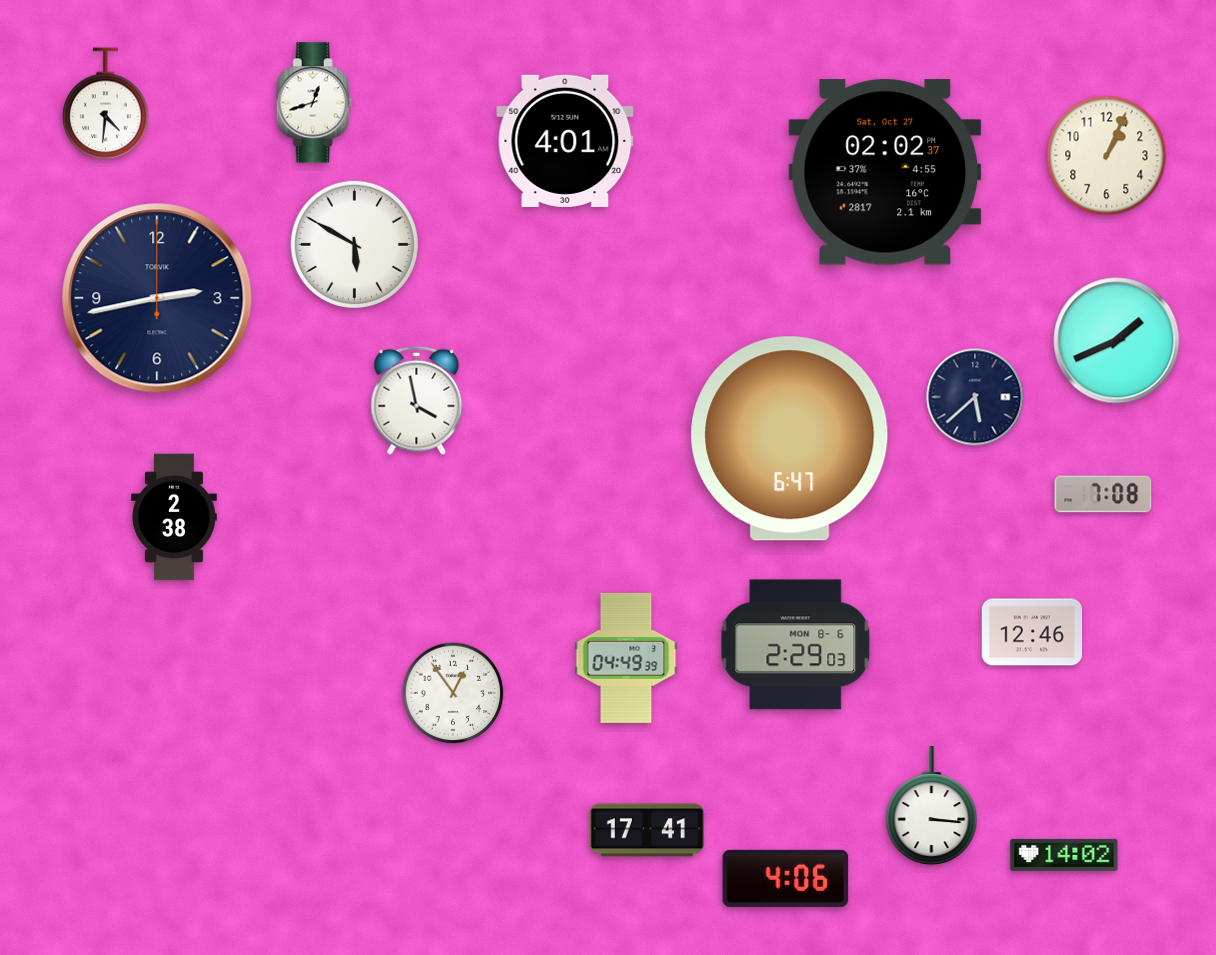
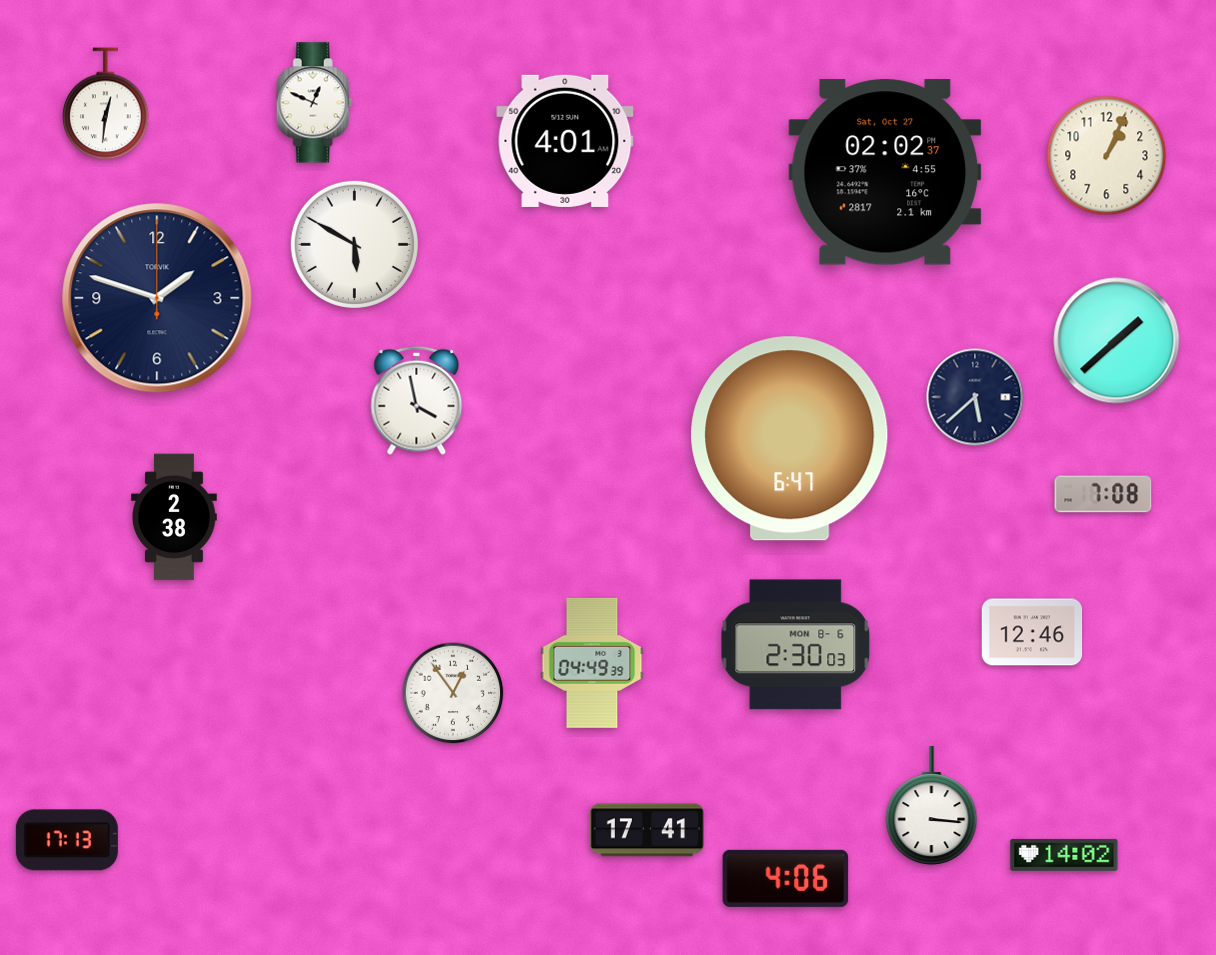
clock at (314, 103): 12:42 -> 12:49
clock at (106, 104): 4:31 -> 12:31
clock at (157, 298): 2:43 -> 1:48
clock at (1117, 341): 1:41 -> 1:38
clock at (796, 645): 2:29 -> 2:30
clock at (626, 658) position: (626, 658) -> (592, 663)
clock at (67, 840): none -> 17:13
